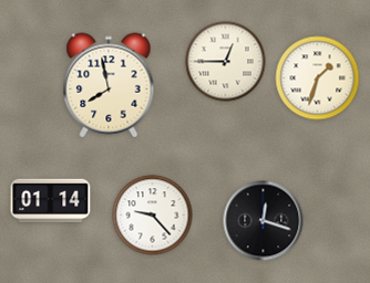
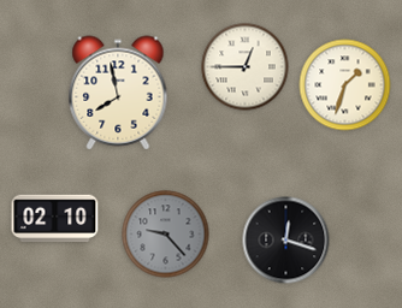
clock at (51, 201): 01:14 -> 02:10
clock at (153, 216) dial: white -> grey
